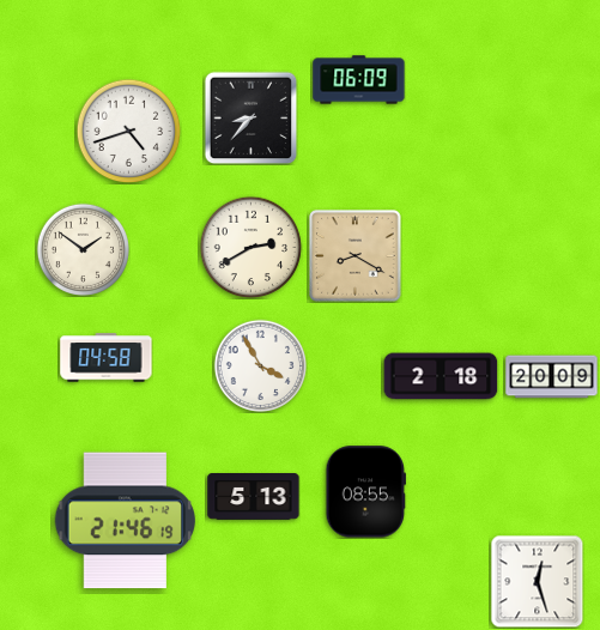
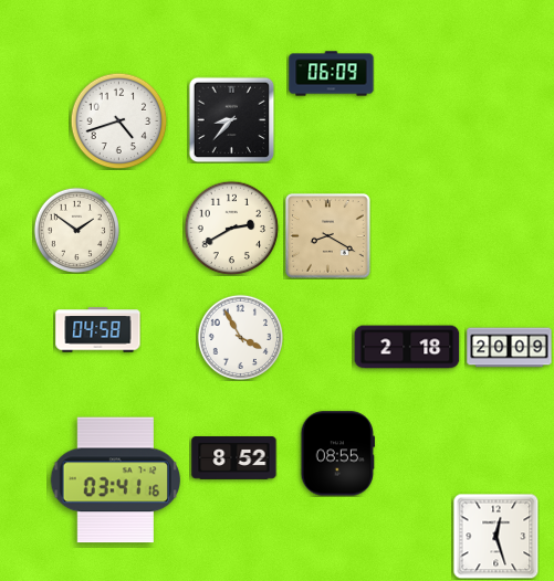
clock at (250, 117) position: (250, 117) -> (231, 119)
clock at (254, 497): 5:13 -> 8:52
clock at (126, 521): 21:46 -> 03:41
